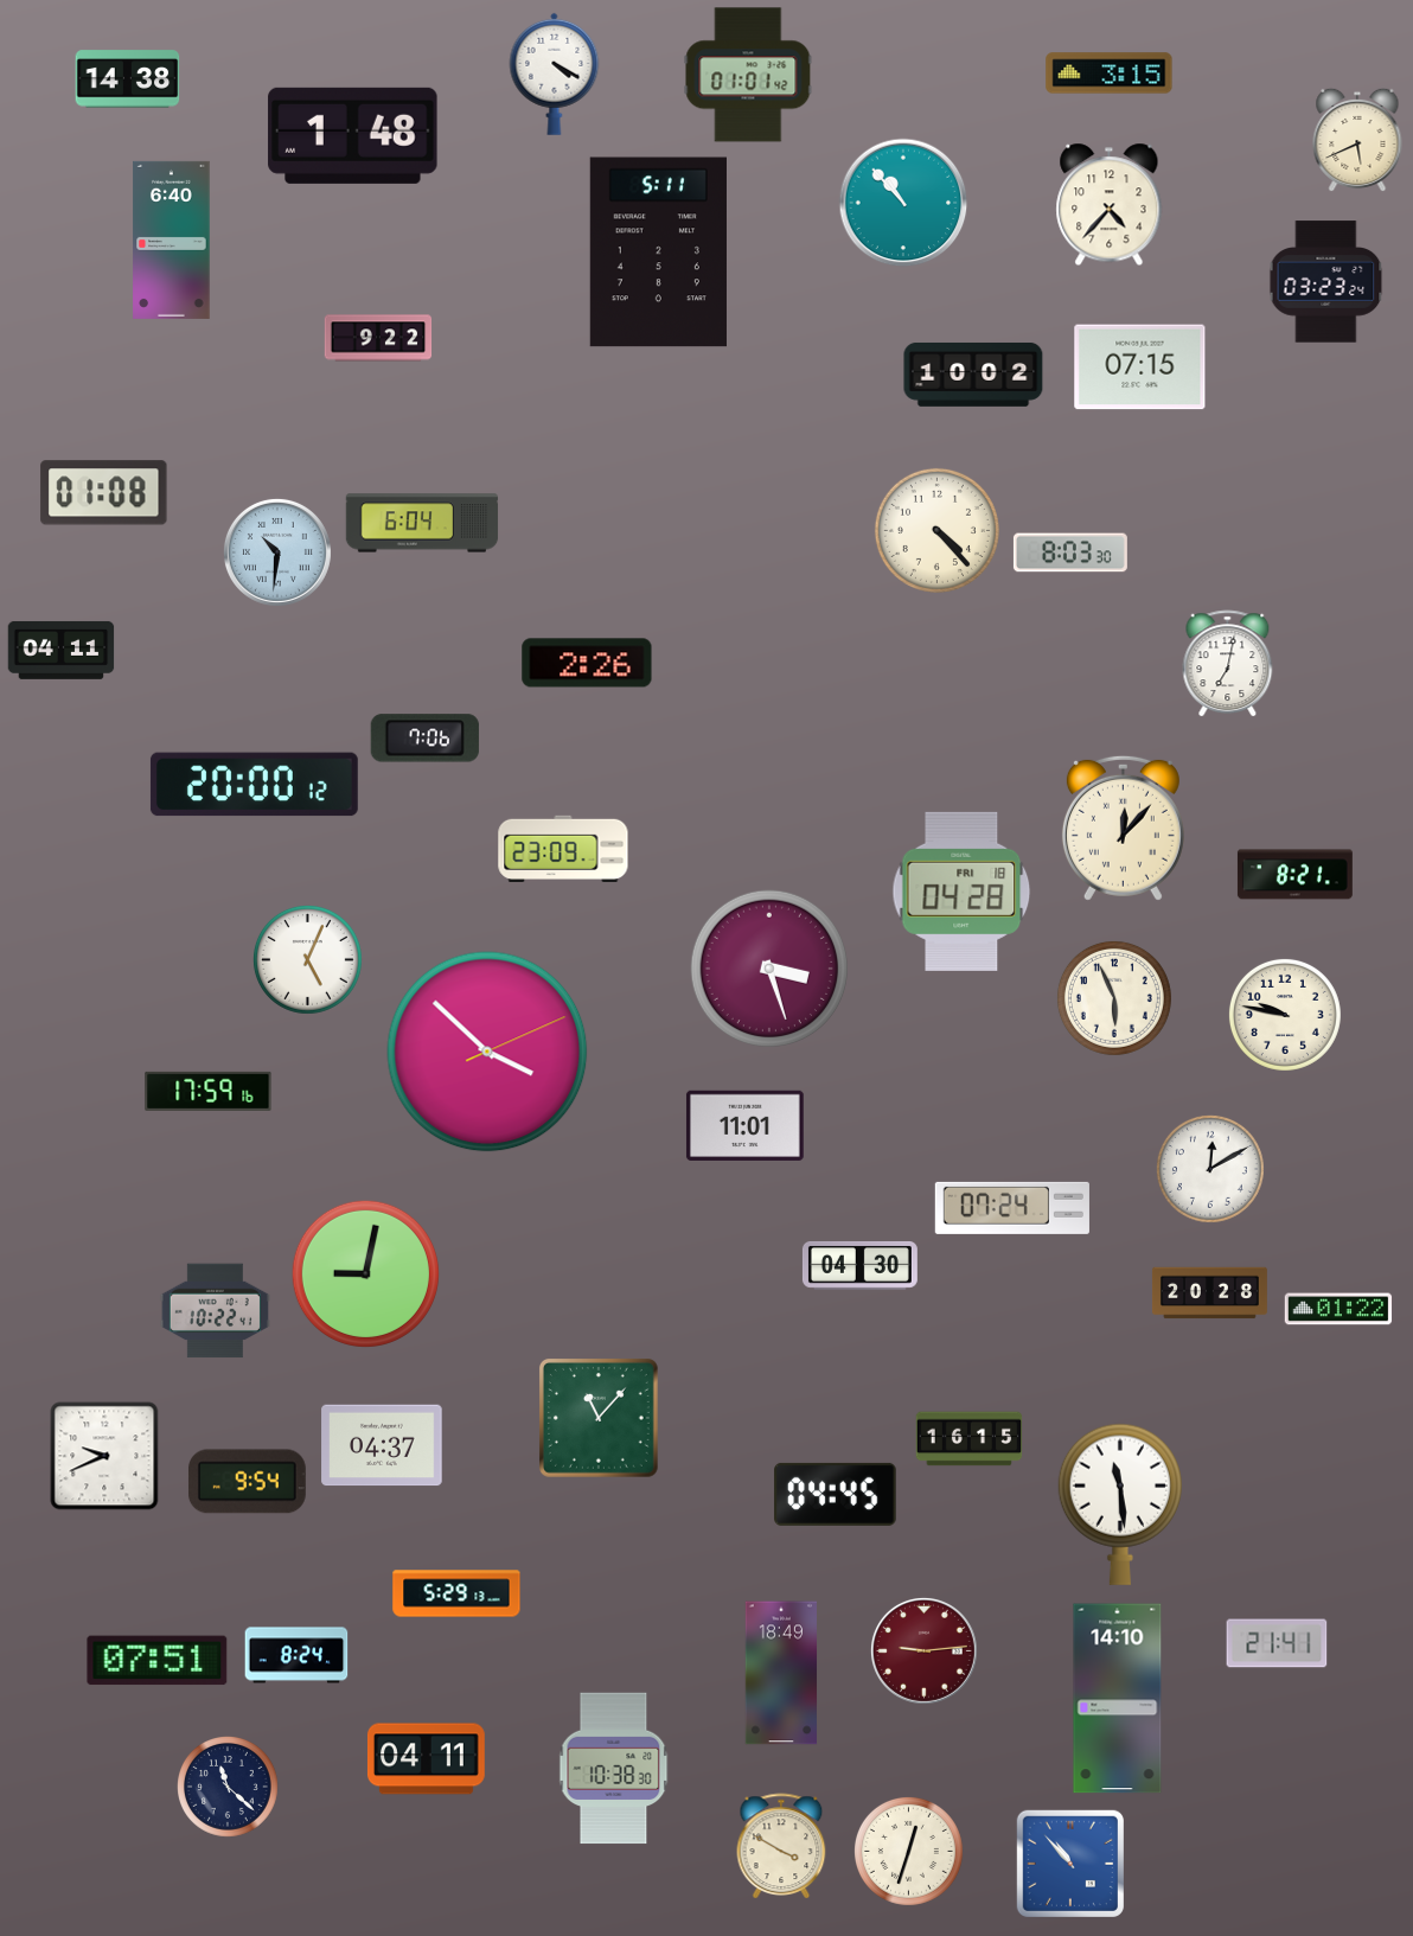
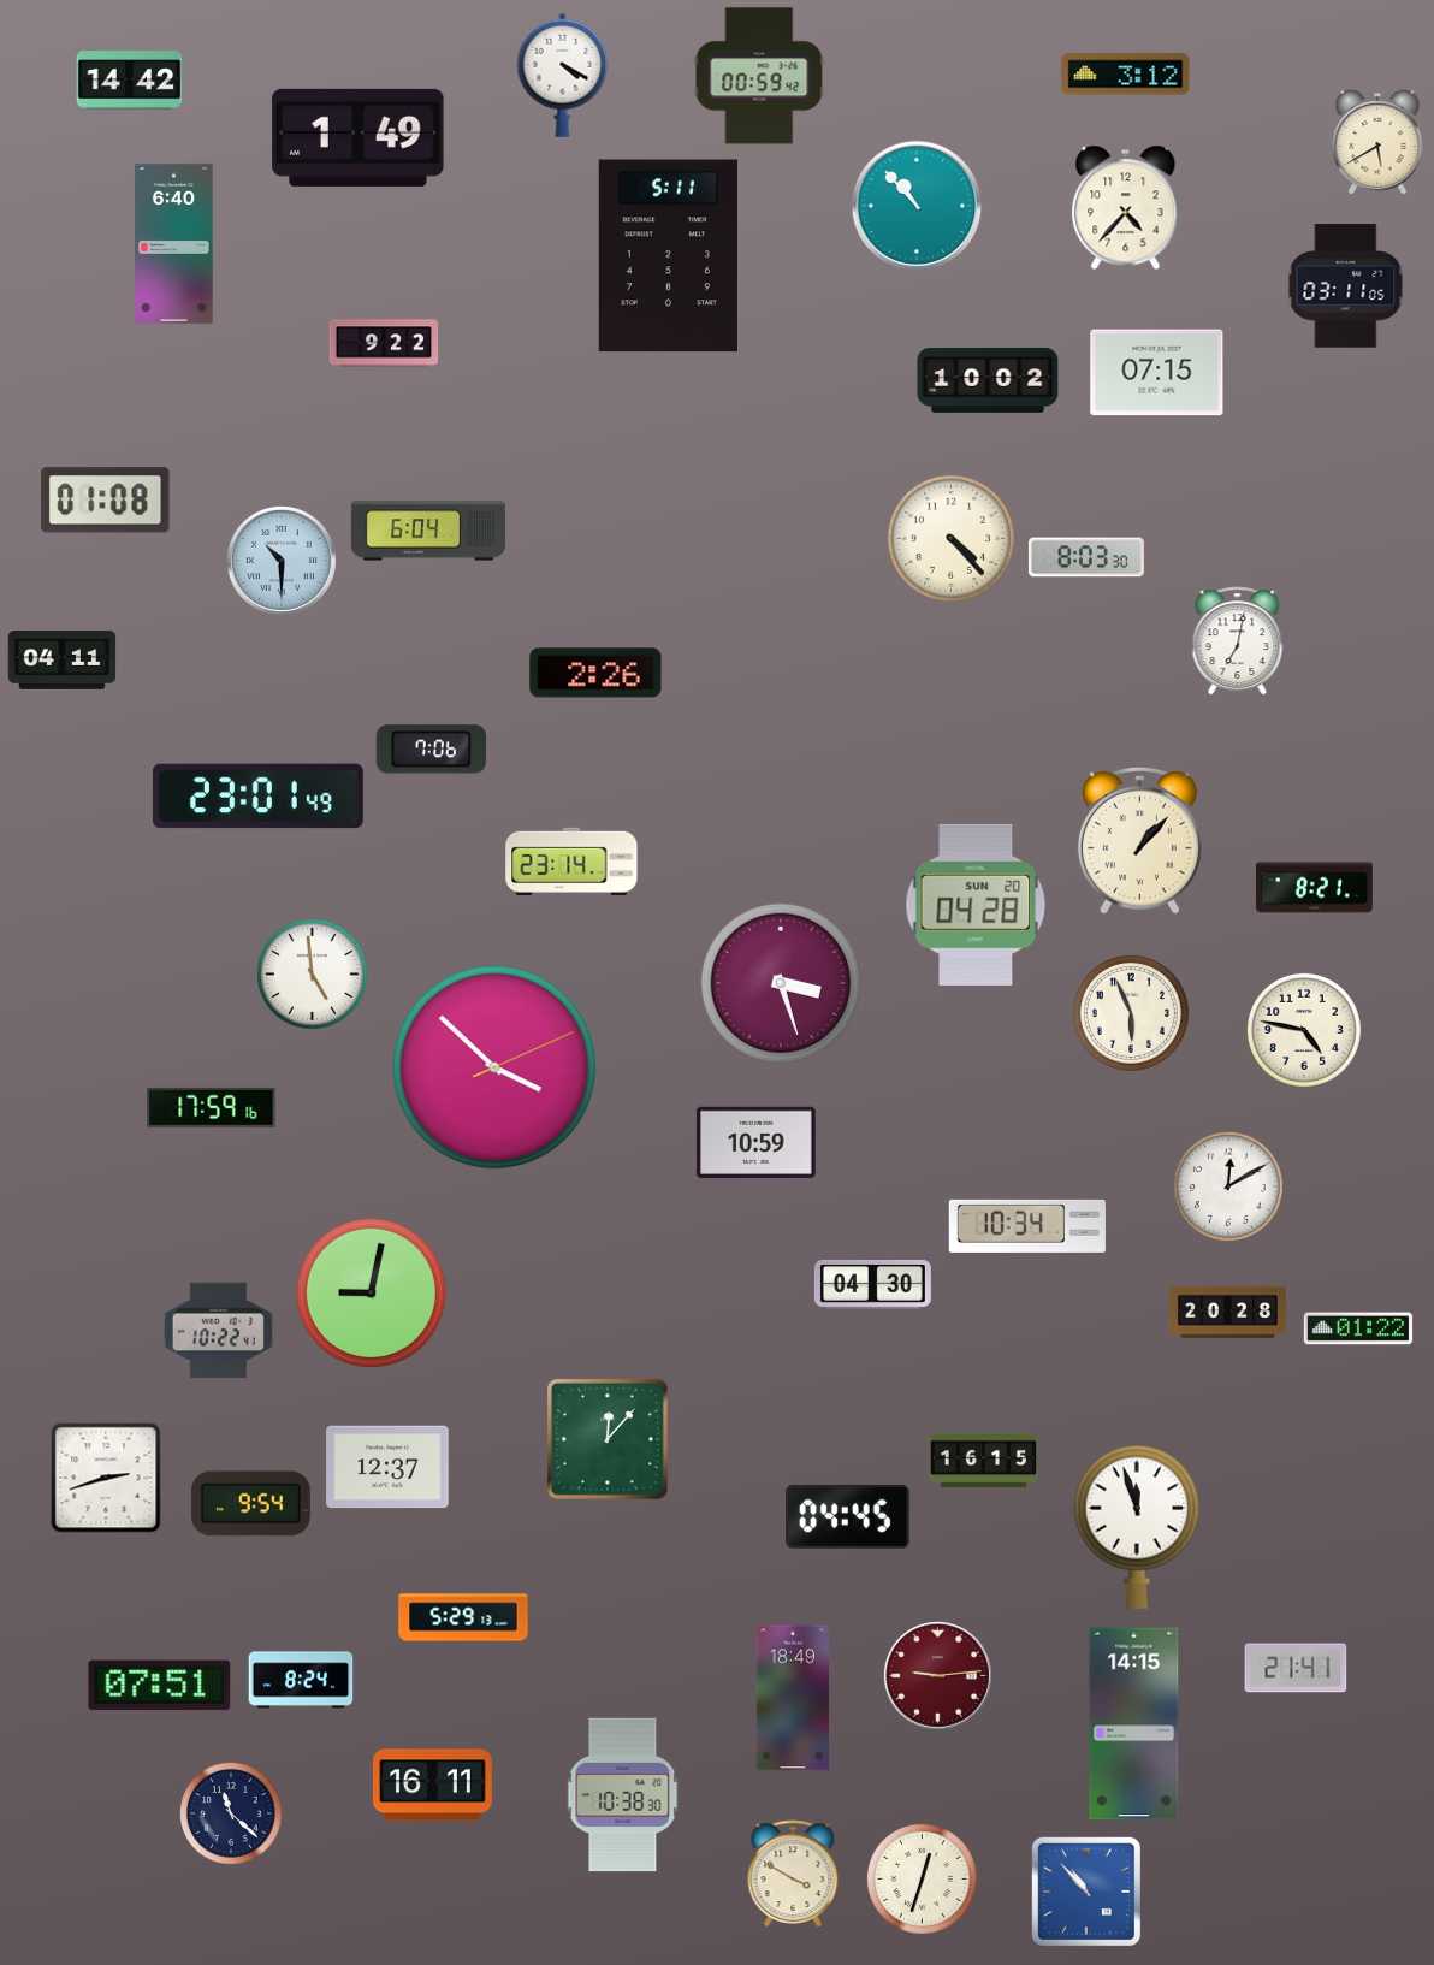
clock at (1110, 74): 3:15 -> 3:12
clock at (748, 75): 01:01 -> 00:59
clock at (128, 79): 14:38 -> 14:42
clock at (353, 135): 1:48 -> 1:49
clock at (1357, 140): 5:41 -> 5:40
clock at (1326, 282): 03:23 -> 03:11
clock at (277, 552): 10:31 -> 10:30
clock at (1070, 552) position: (1070, 552) -> (1086, 557)
clock at (1228, 664) position: (1228, 664) -> (1238, 641)
clock at (254, 785): 20:00 -> 23:01
clock at (1123, 828): 12:07 -> 1:07
clock at (563, 848): 23:09 -> 23:14
clock at (961, 892) date: FRI 18 -> SUN 20
clock at (307, 959): 5:04 -> 4:59
clock at (1285, 1015): 9:47 -> 4:47
clock at (744, 1125): 11:01 -> 10:59
clock at (1012, 1208): 07:24 -> 10:34
clock at (599, 1418): 11:07 -> 12:07
clock at (382, 1445): 04:37 -> 12:37
clock at (104, 1456): 9:41 -> 2:42
clock at (1120, 1504): 11:29 -> 11:57
clock at (1118, 1699): 14:10 -> 14:15
clock at (427, 1759): 04:11 -> 16:11
